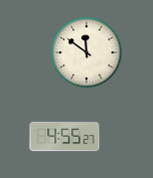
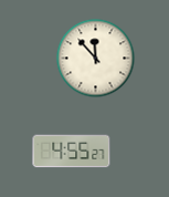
clock at (87, 53): 11:51 -> 11:53
